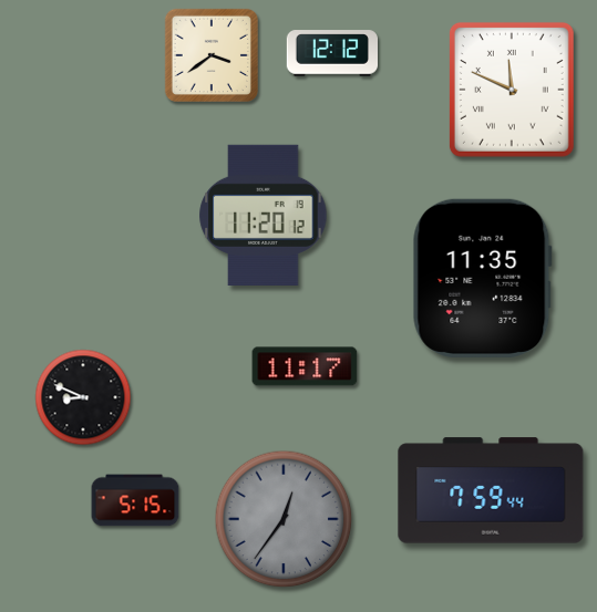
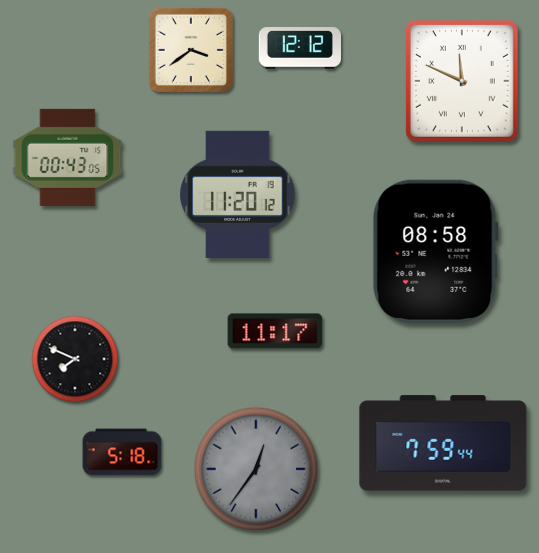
clock at (68, 157): none -> 00:43
clock at (482, 278): 11:35 -> 08:58
clock at (83, 397): 8:49 -> 7:49
clock at (135, 500): 5:15 -> 5:18
